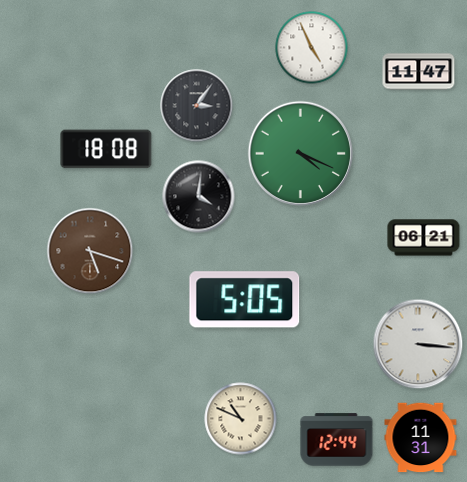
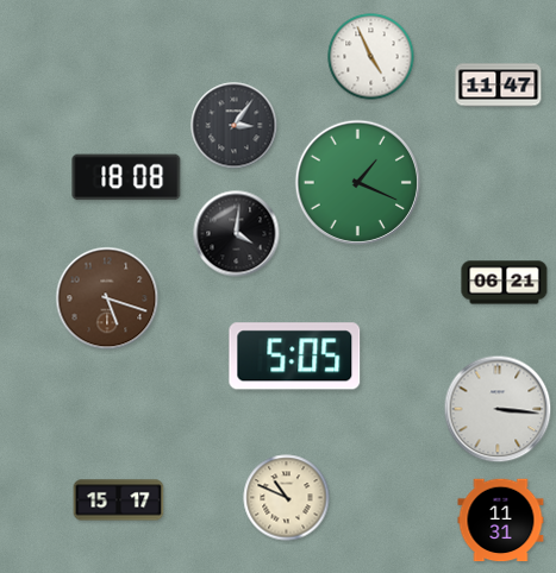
clock at (300, 153): 4:19 -> 1:19
clock at (245, 300) position: (245, 300) -> (295, 357)
clock at (119, 500): none -> 15:17
clock at (337, 440): 12:44 -> none
